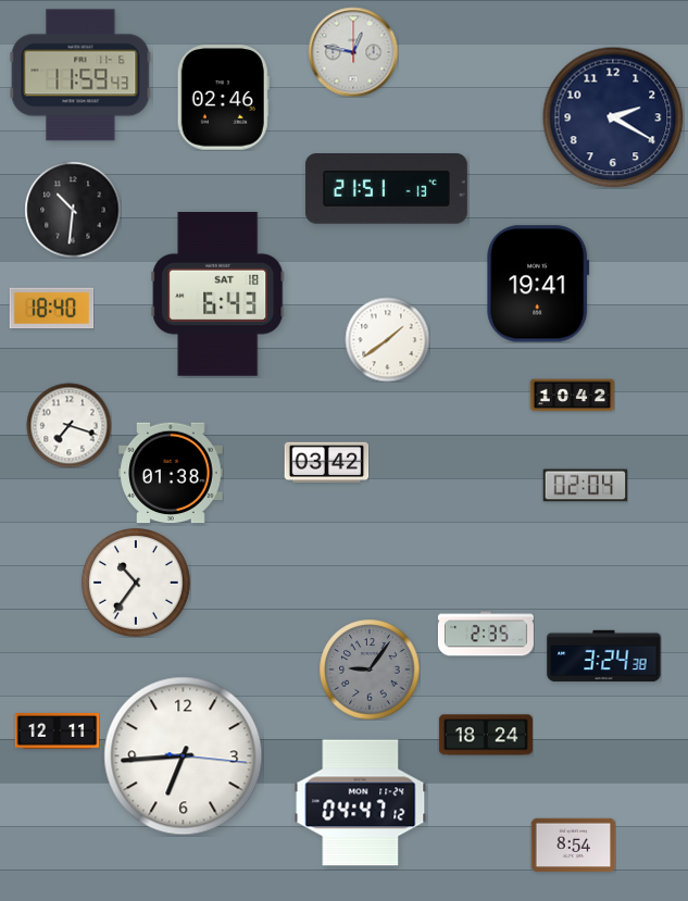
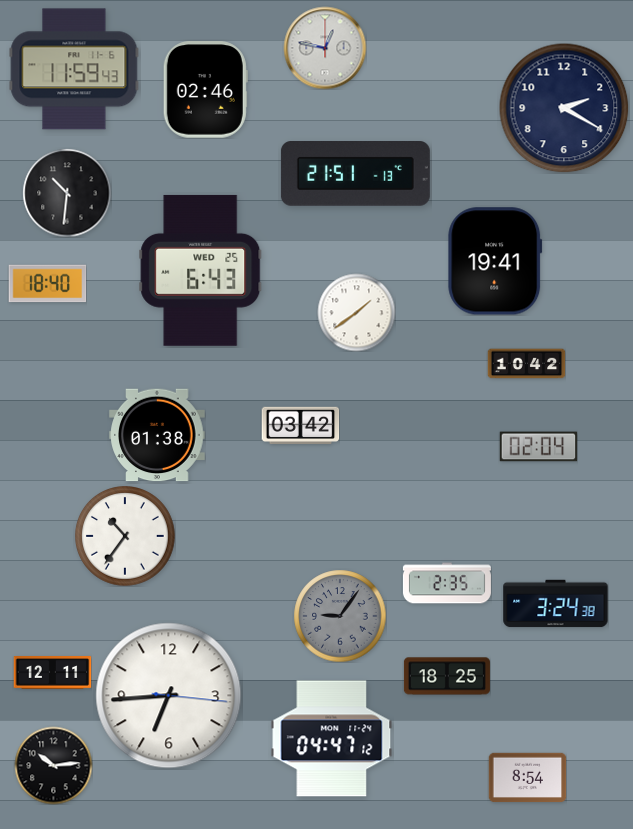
clock at (218, 293) date: SAT 18 -> WED 25
clock at (68, 425): 7:18 -> none
clock at (486, 735): 18:24 -> 18:25
clock at (53, 765): none -> 10:14
